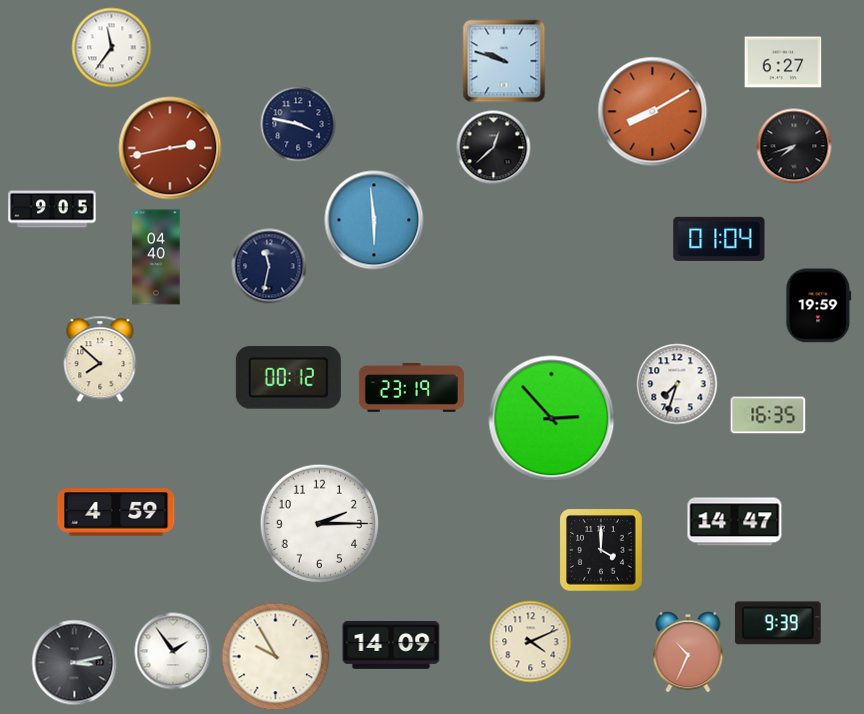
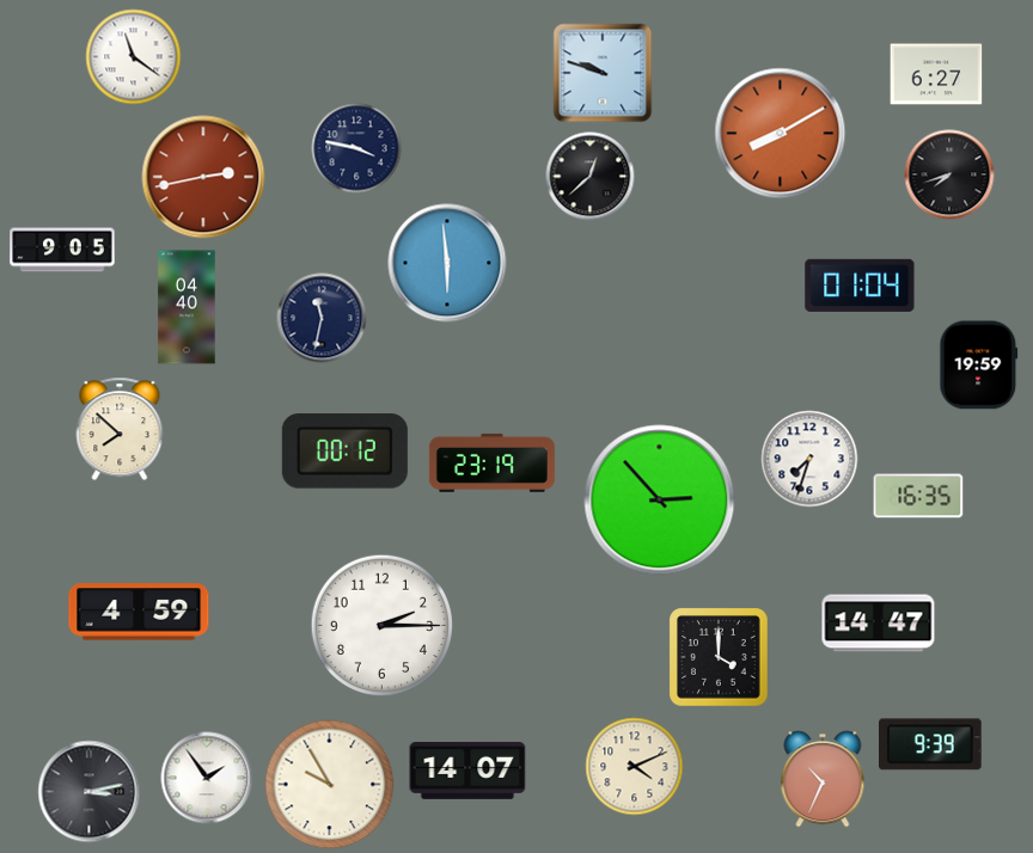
clock at (112, 48): 11:36 -> 11:21
clock at (391, 645): 14:09 -> 14:07
